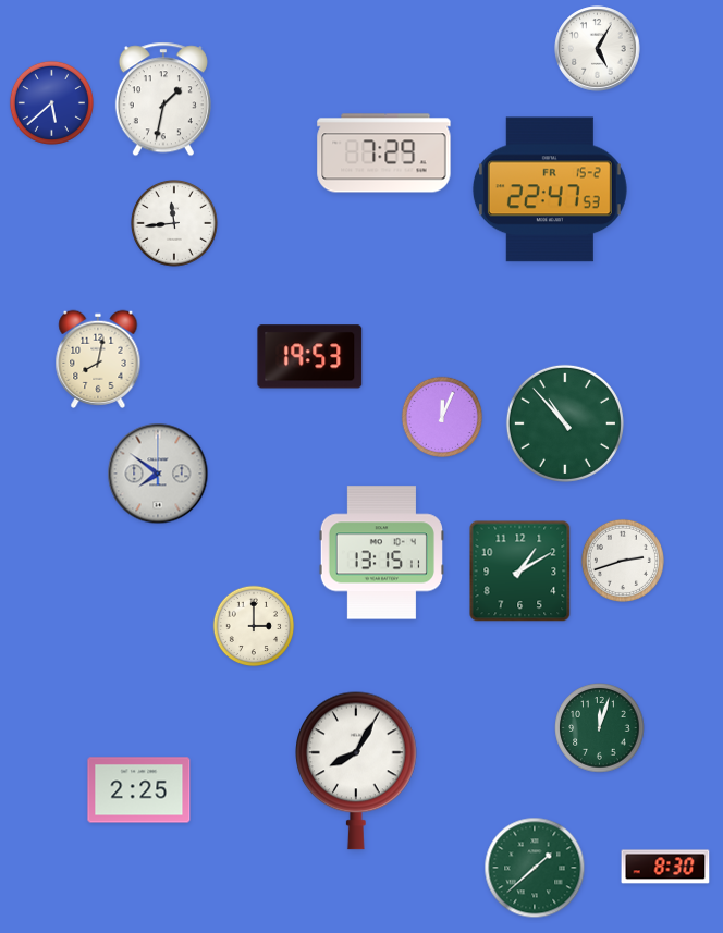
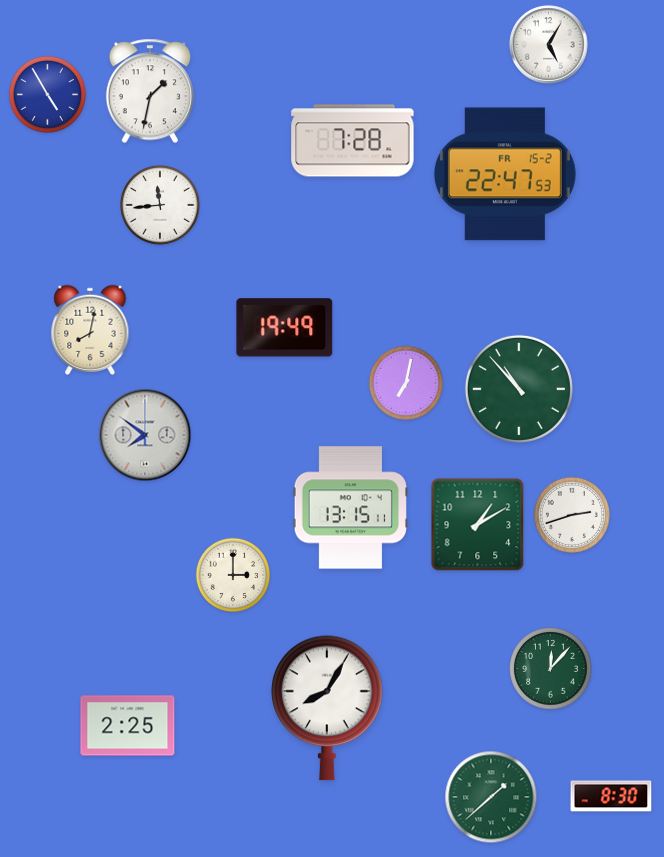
clock at (51, 102): 5:38 -> 4:55
clock at (384, 154): 7:29 -> 7:28
clock at (310, 357): 19:53 -> 19:49
clock at (442, 417): 12:04 -> 7:02
clock at (600, 728): 12:03 -> 12:07
